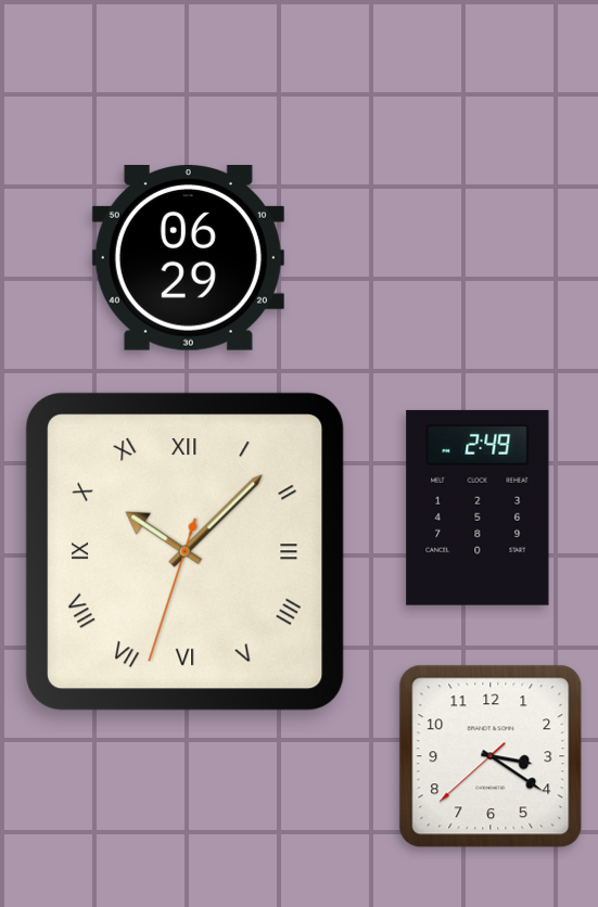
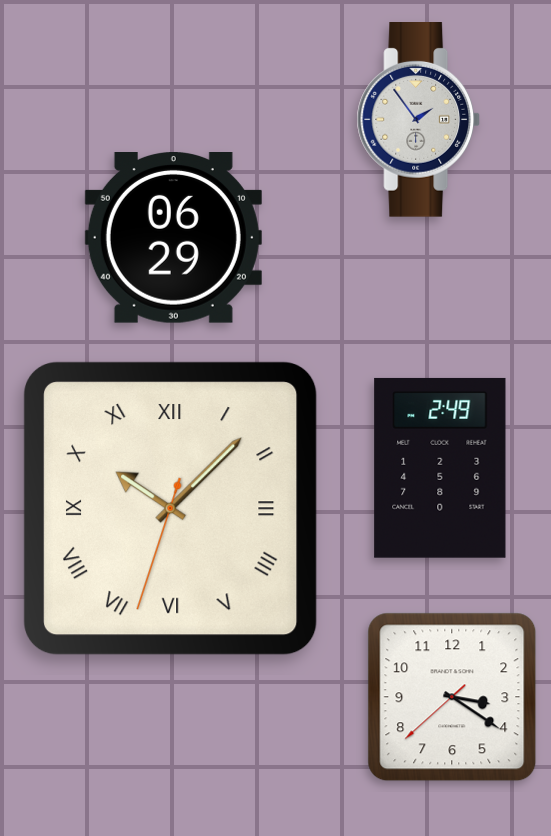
clock at (419, 120): none -> 1:54
